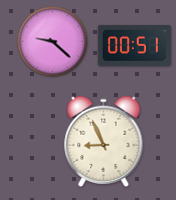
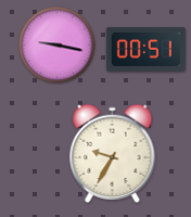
clock at (53, 42): 9:22 -> 9:17
clock at (104, 141): 8:56 -> 9:35
